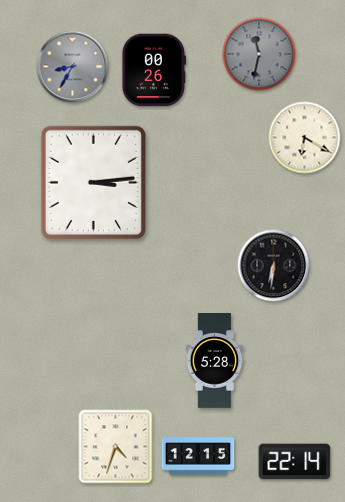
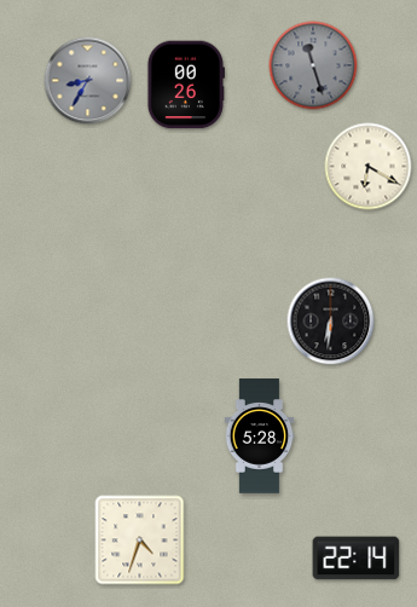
clock at (259, 54): 11:32 -> 11:27
clock at (93, 182): 3:14 -> none
clock at (198, 456): 12:15 -> none
